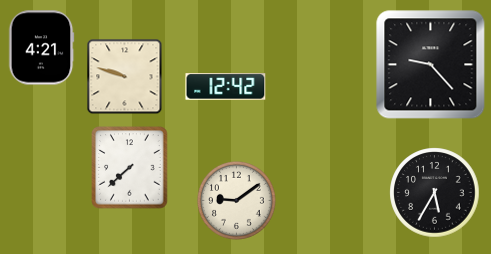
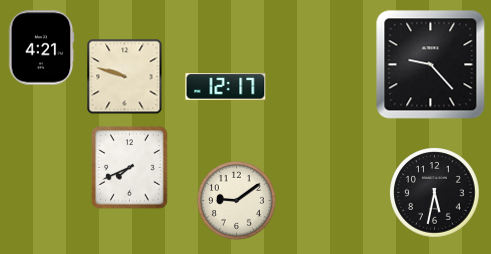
clock at (226, 87): 12:42 -> 12:17
clock at (130, 168): 7:38 -> 7:41
clock at (435, 193): 5:35 -> 5:32
